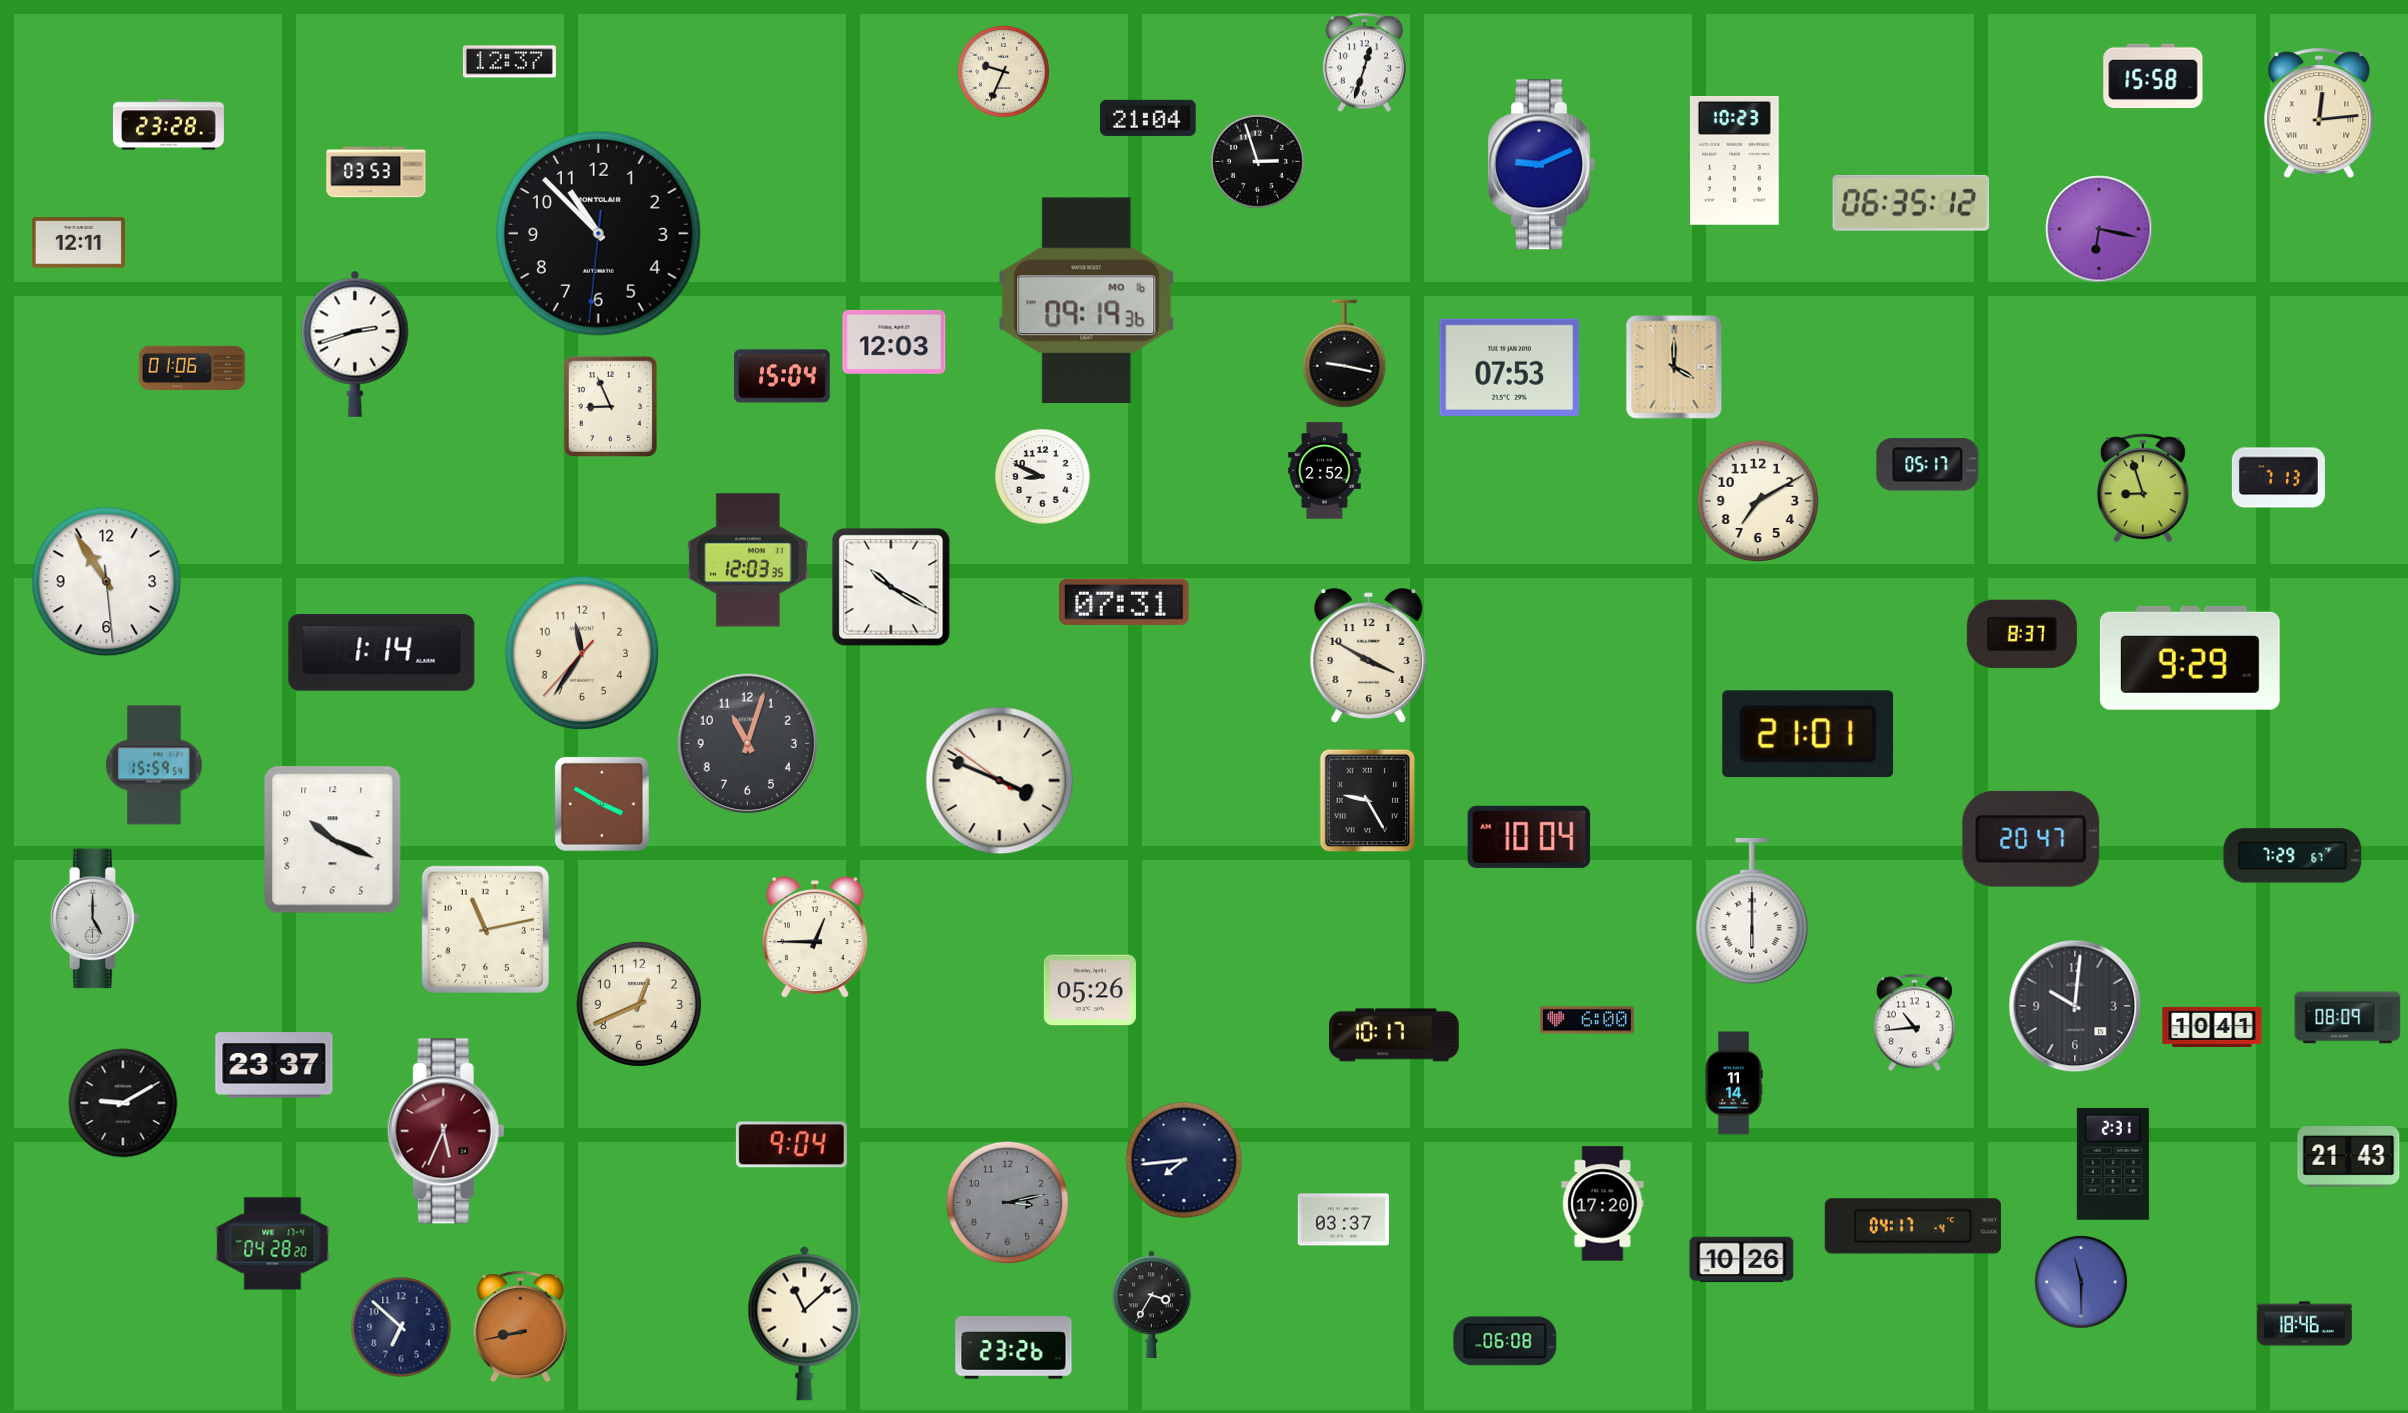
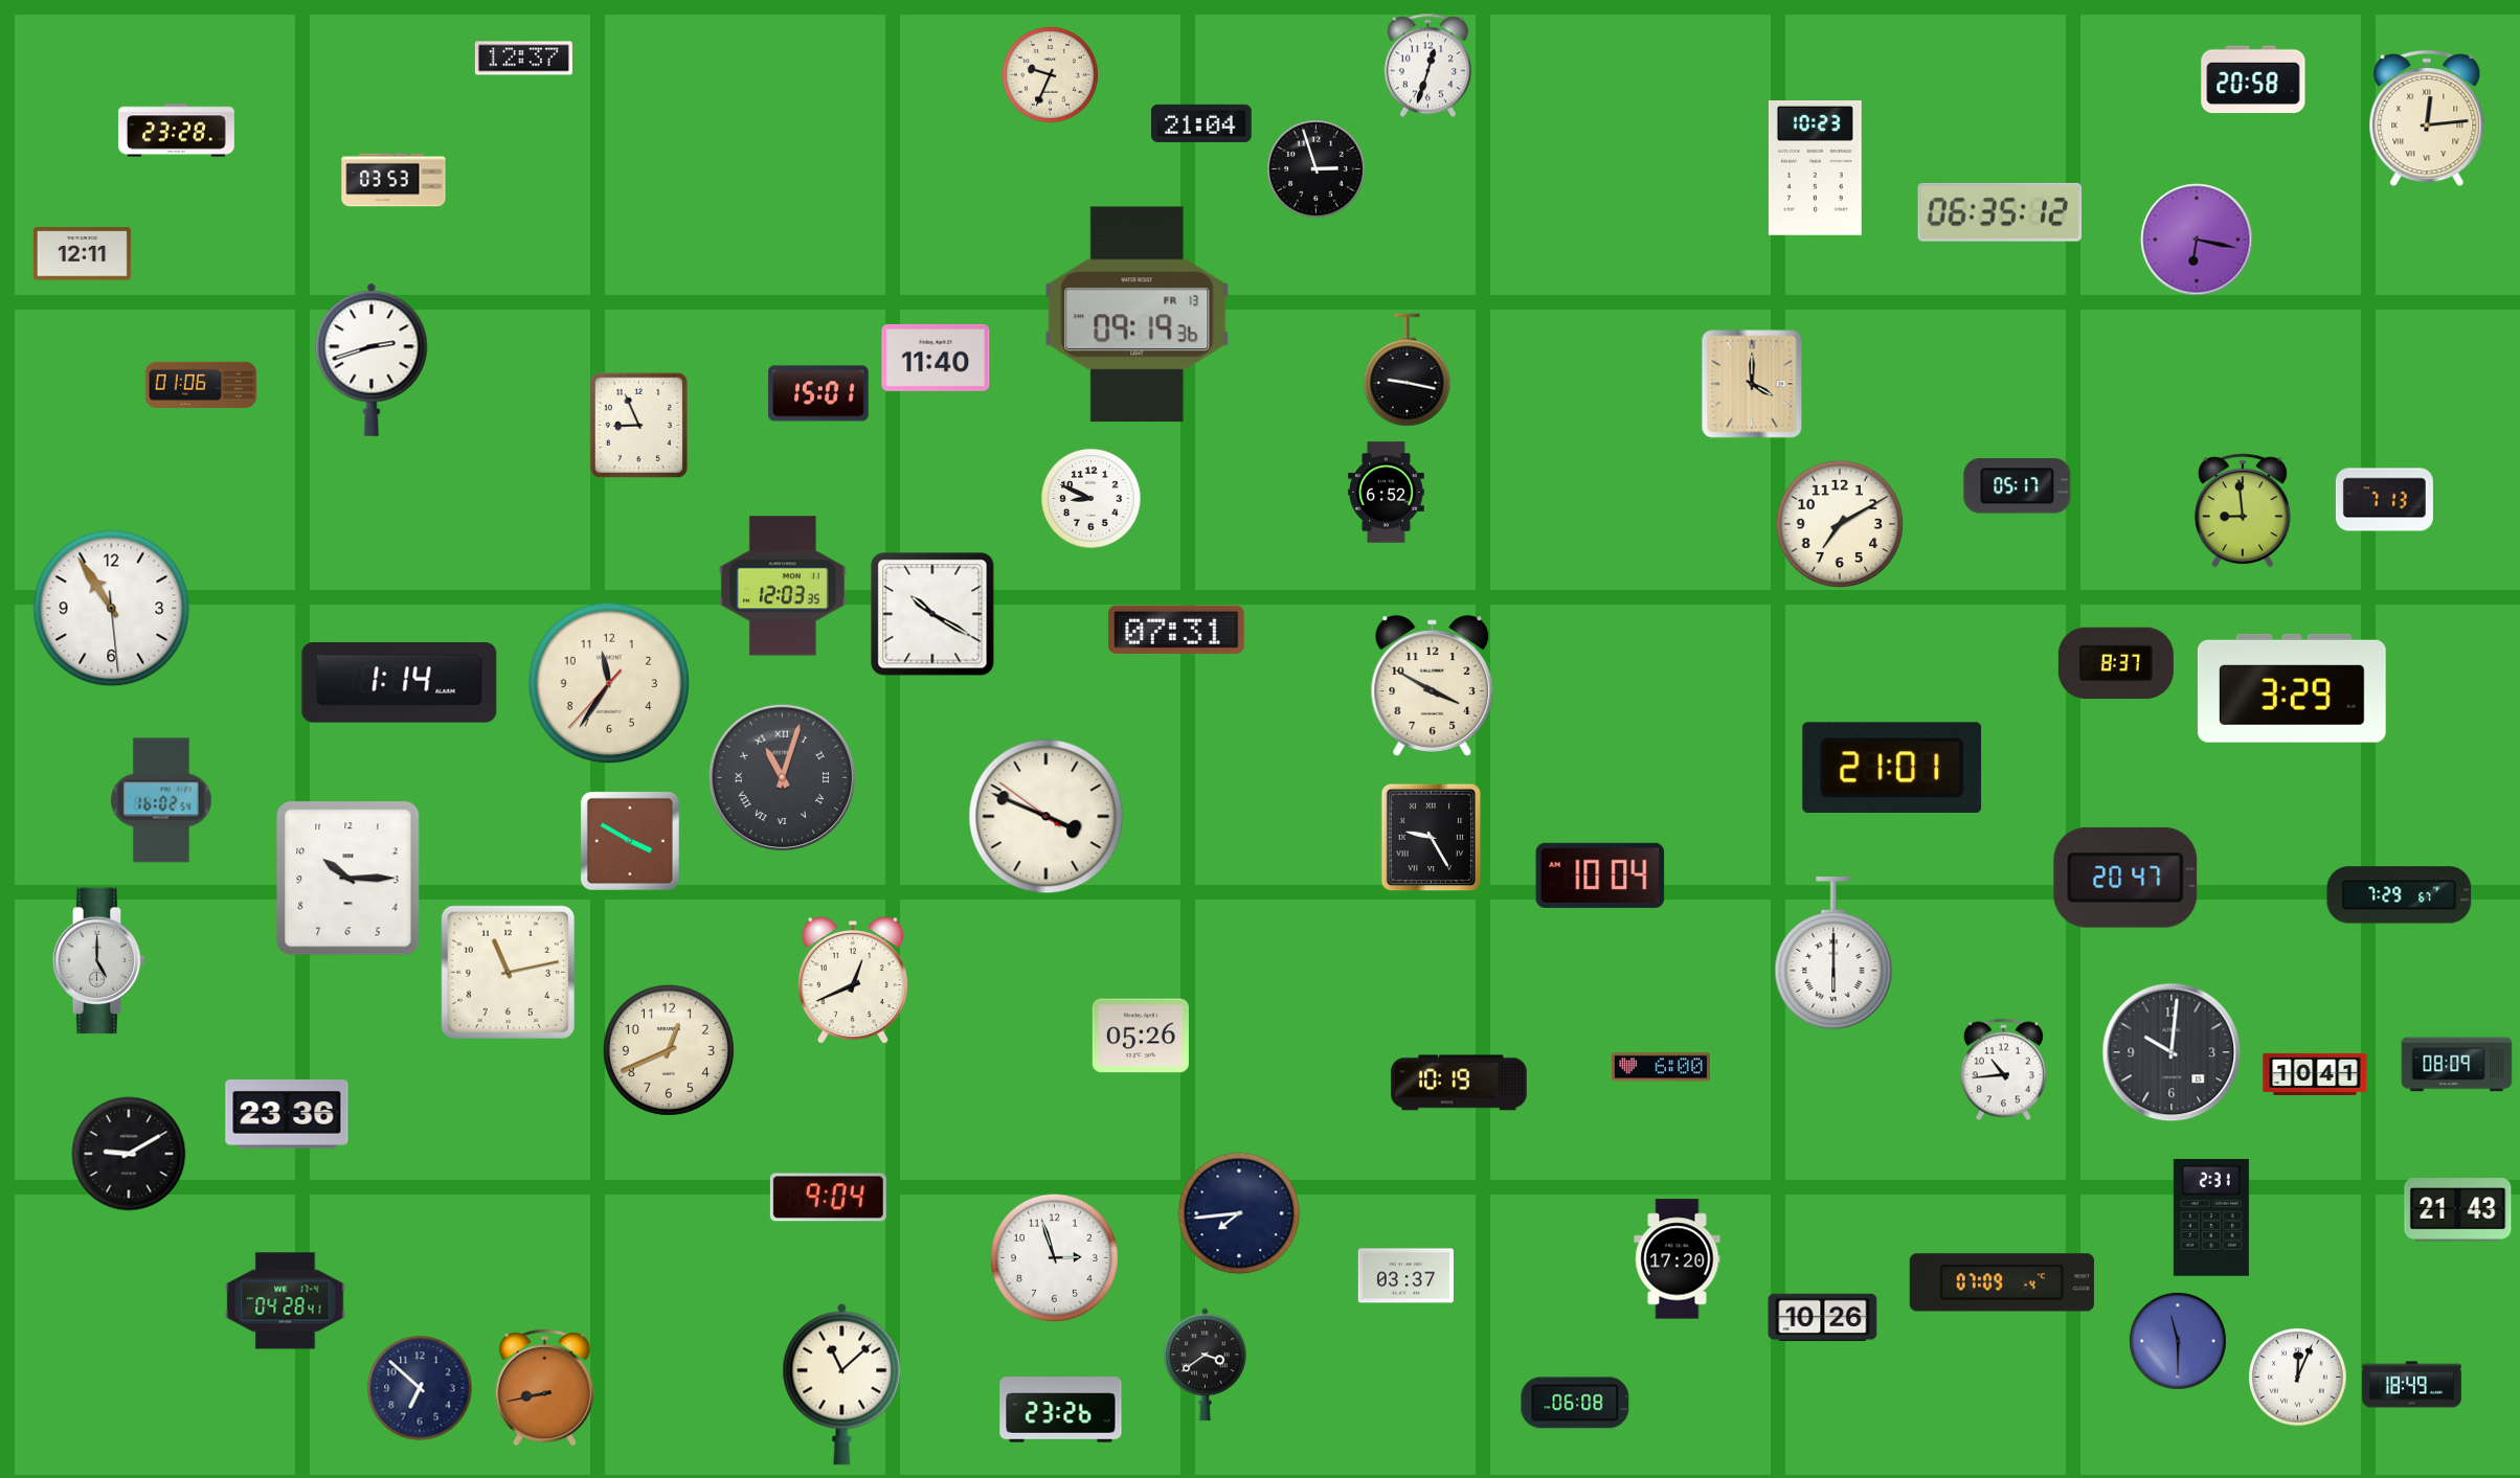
clock at (509, 62) position: (509, 62) -> (523, 59)
clock at (2153, 76): 15:58 -> 20:58
clock at (1541, 165): 9:11 -> none
clock at (599, 234): 10:52 -> none
clock at (1087, 301) date: MO 16 -> FR 13
clock at (894, 342): 12:03 -> 11:40
clock at (1510, 367): 07:53 -> none
clock at (782, 376): 15:04 -> 15:01
clock at (1325, 471): 2:52 -> 6:52
clock at (2143, 488): 8:57 -> 8:59
clock at (2190, 658): 9:29 -> 3:29
clock at (747, 743) numerals: Arabic -> Roman
clock at (154, 765): 15:59 -> 16:02
clock at (333, 840): 10:19 -> 10:15
clock at (815, 938): 12:45 -> 12:41
clock at (1394, 1035): 10:17 -> 10:19
clock at (274, 1065): 23:37 -> 23:36
clock at (1734, 1083): 11:14 -> none
clock at (446, 1131): 5:34 -> none
clock at (1007, 1202): 3:13 -> 2:57
clock at (1007, 1202) dial: grey -> white
clock at (1913, 1226): 04:17 -> 07:09
clock at (273, 1244): 04:28:20 -> 04:28:41
clock at (1152, 1305): 3:35 -> 3:39
clock at (2298, 1378): none -> 12:04
clock at (2305, 1324): 18:46 -> 18:49
